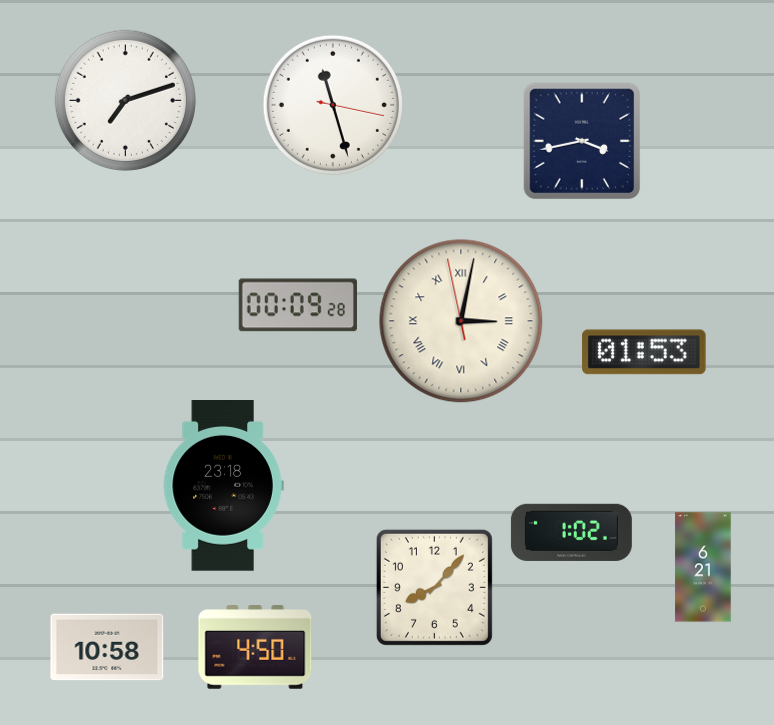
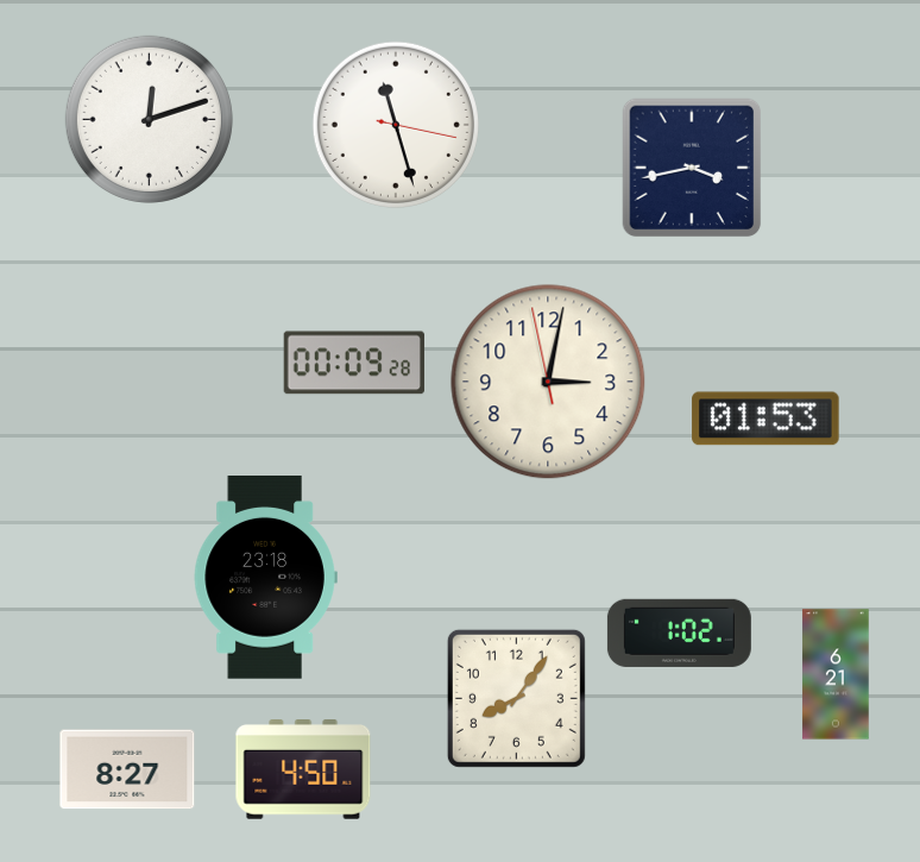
clock at (125, 100): 7:12 -> 12:12
clock at (461, 321) numerals: Roman -> Arabic
clock at (434, 587): 8:07 -> 8:06
clock at (107, 647): 10:58 -> 8:27
